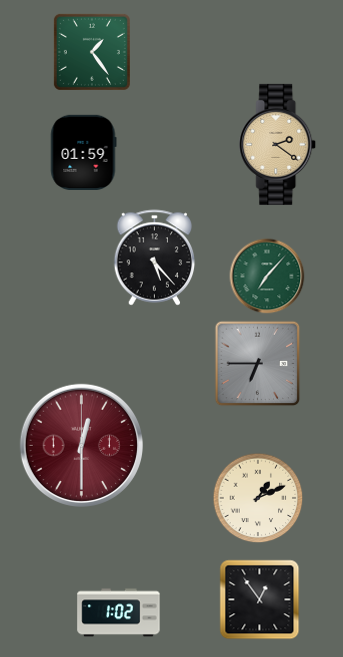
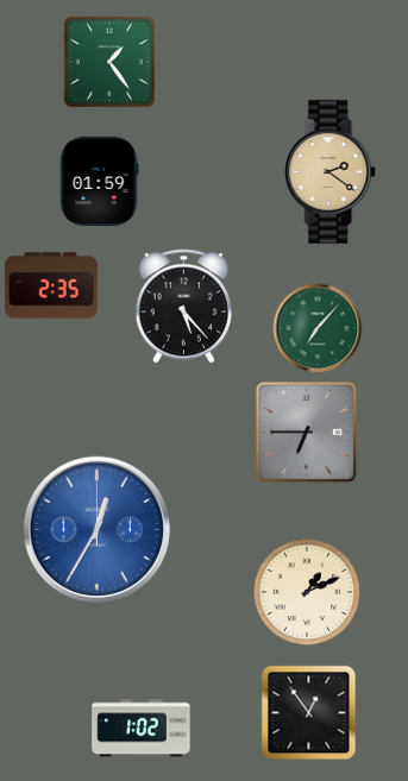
clock at (51, 285): none -> 2:35
clock at (81, 445): 12:30 -> 12:35
clock at (81, 445) dial: burgundy -> blue
